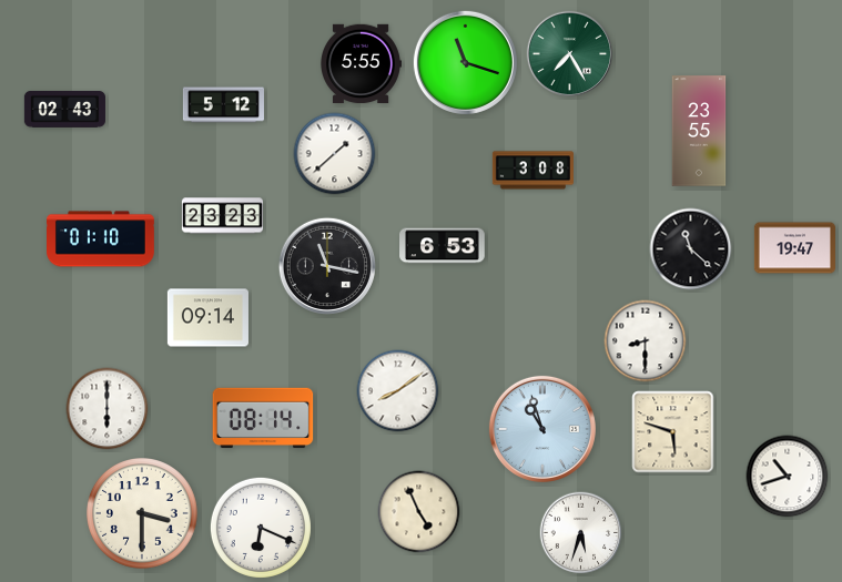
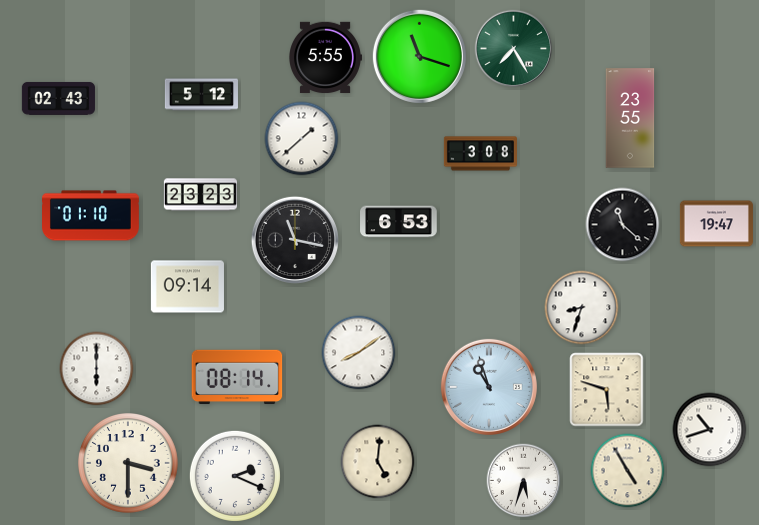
clock at (646, 341): 8:30 -> 8:33
clock at (419, 512): 4:56 -> 5:01
clock at (628, 471): none -> 4:55
clock at (261, 528): 6:19 -> 2:19
